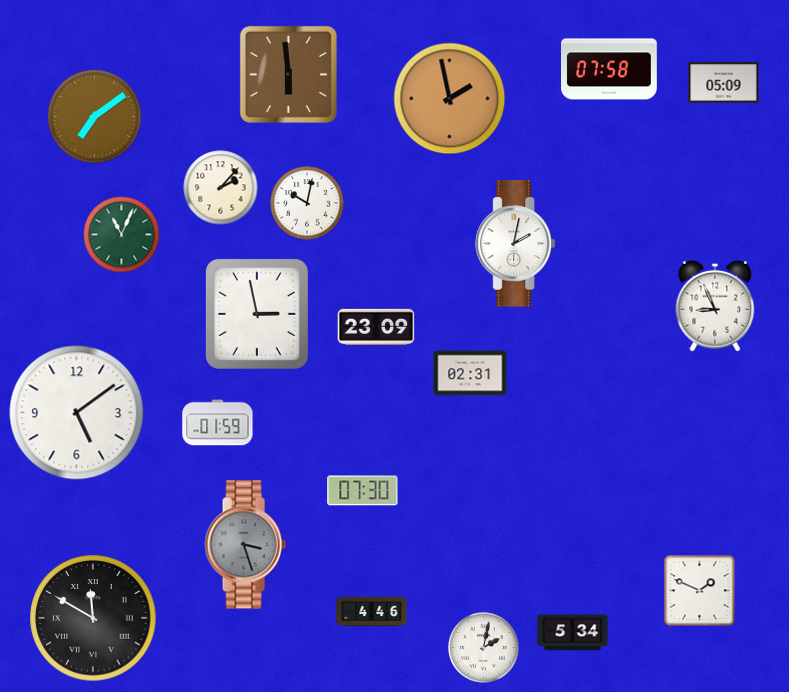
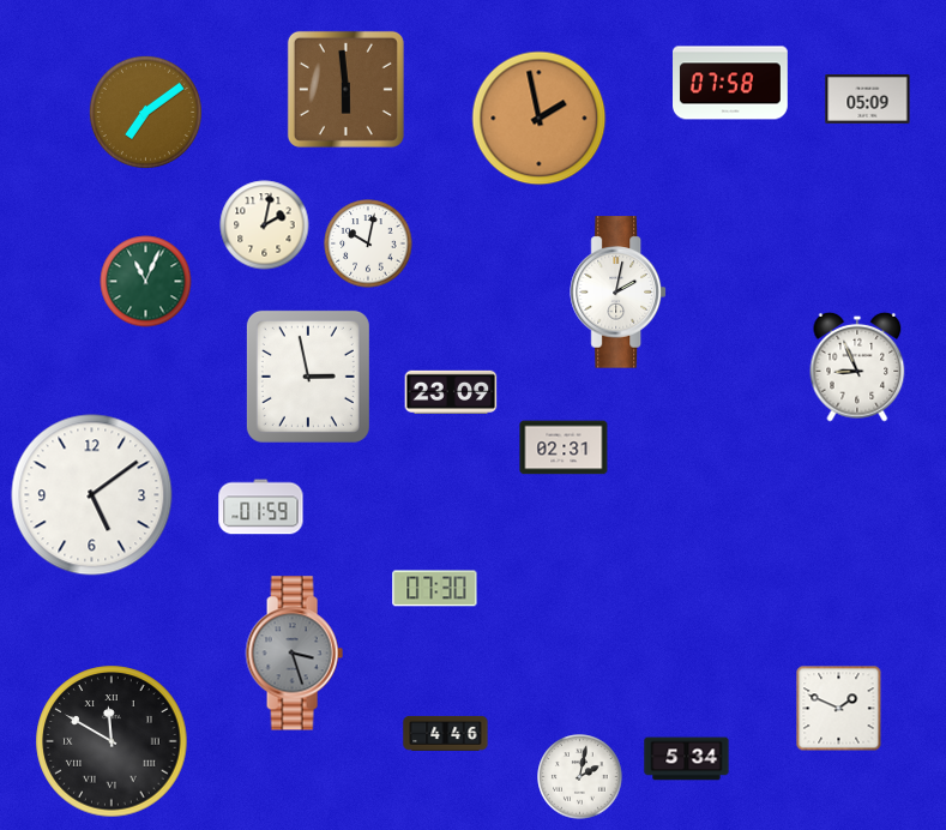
clock at (94, 116) position: (94, 116) -> (145, 112)
clock at (221, 188): 2:07 -> 2:02
